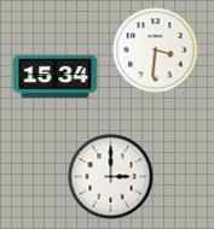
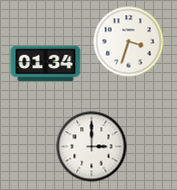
clock at (156, 51): 3:31 -> 3:33
clock at (56, 77): 15:34 -> 01:34
